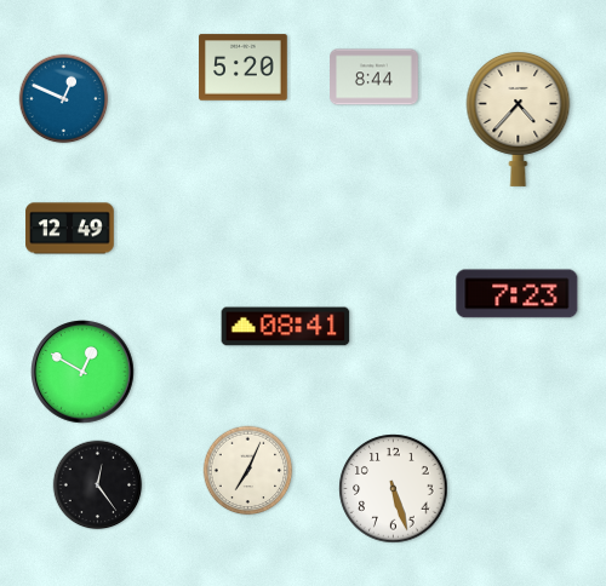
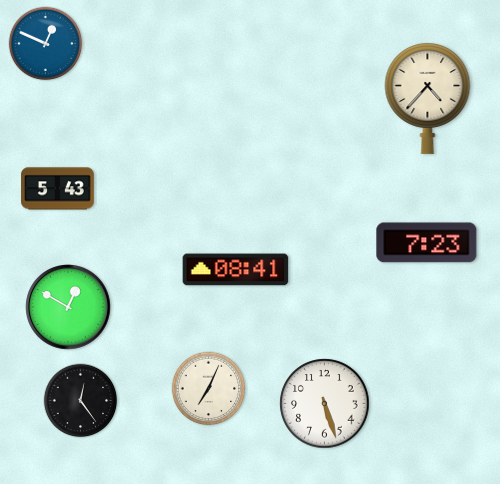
clock at (244, 68): 5:20 -> none
clock at (375, 77): 8:44 -> none
clock at (64, 99) position: (64, 99) -> (46, 44)
clock at (70, 229): 12:49 -> 5:43
clock at (248, 471) position: (248, 471) -> (209, 389)
